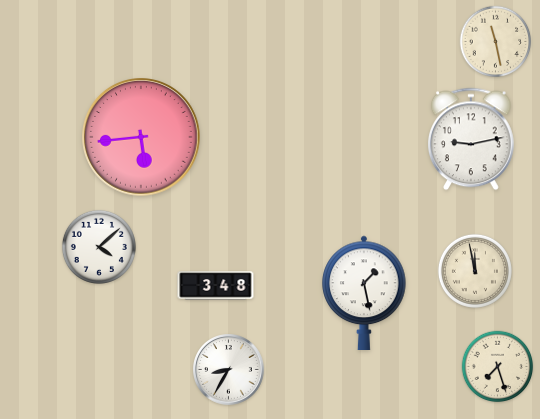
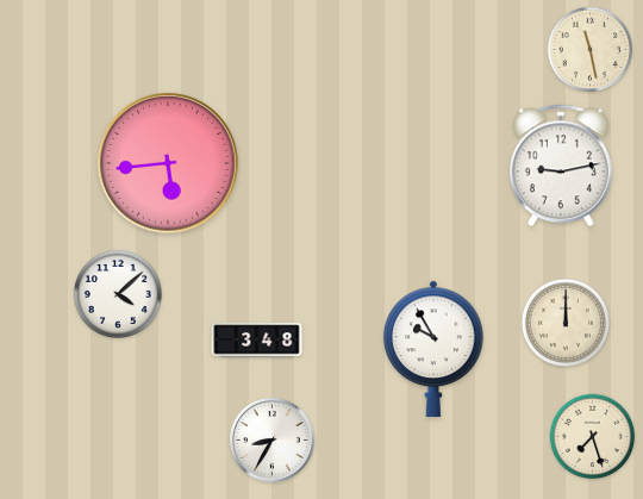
clock at (475, 271): 11:58 -> 12:00
clock at (364, 292): 1:28 -> 9:55
